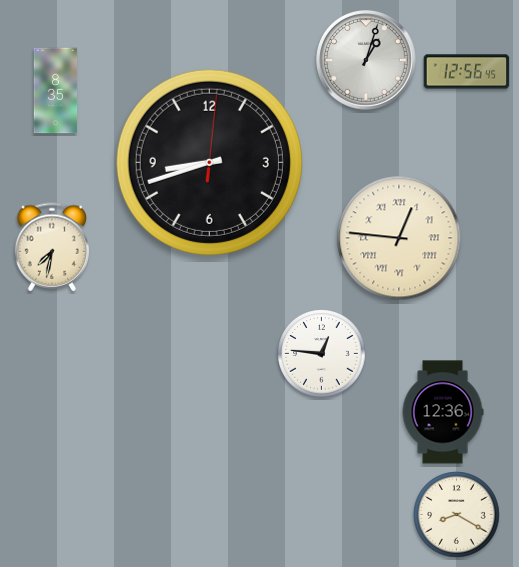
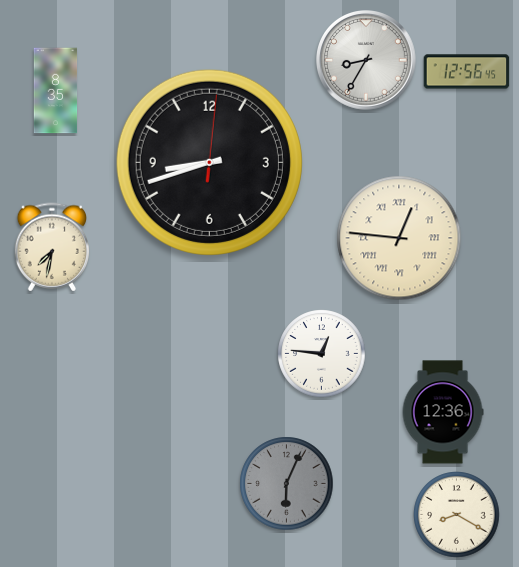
clock at (367, 61): 1:03 -> 8:35
clock at (287, 484): none -> 6:04
